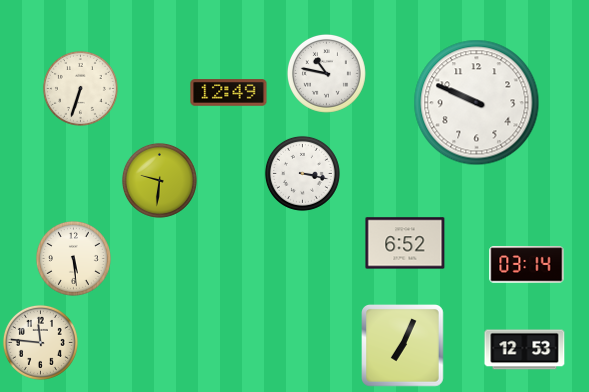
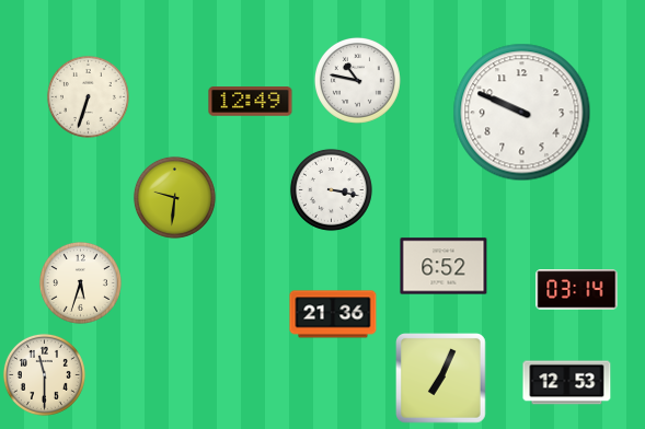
clock at (73, 258): 5:29 -> 5:33
clock at (333, 314): none -> 21:36
clock at (40, 342): 11:46 -> 11:30
clock at (525, 350) position: (525, 350) -> (567, 383)
